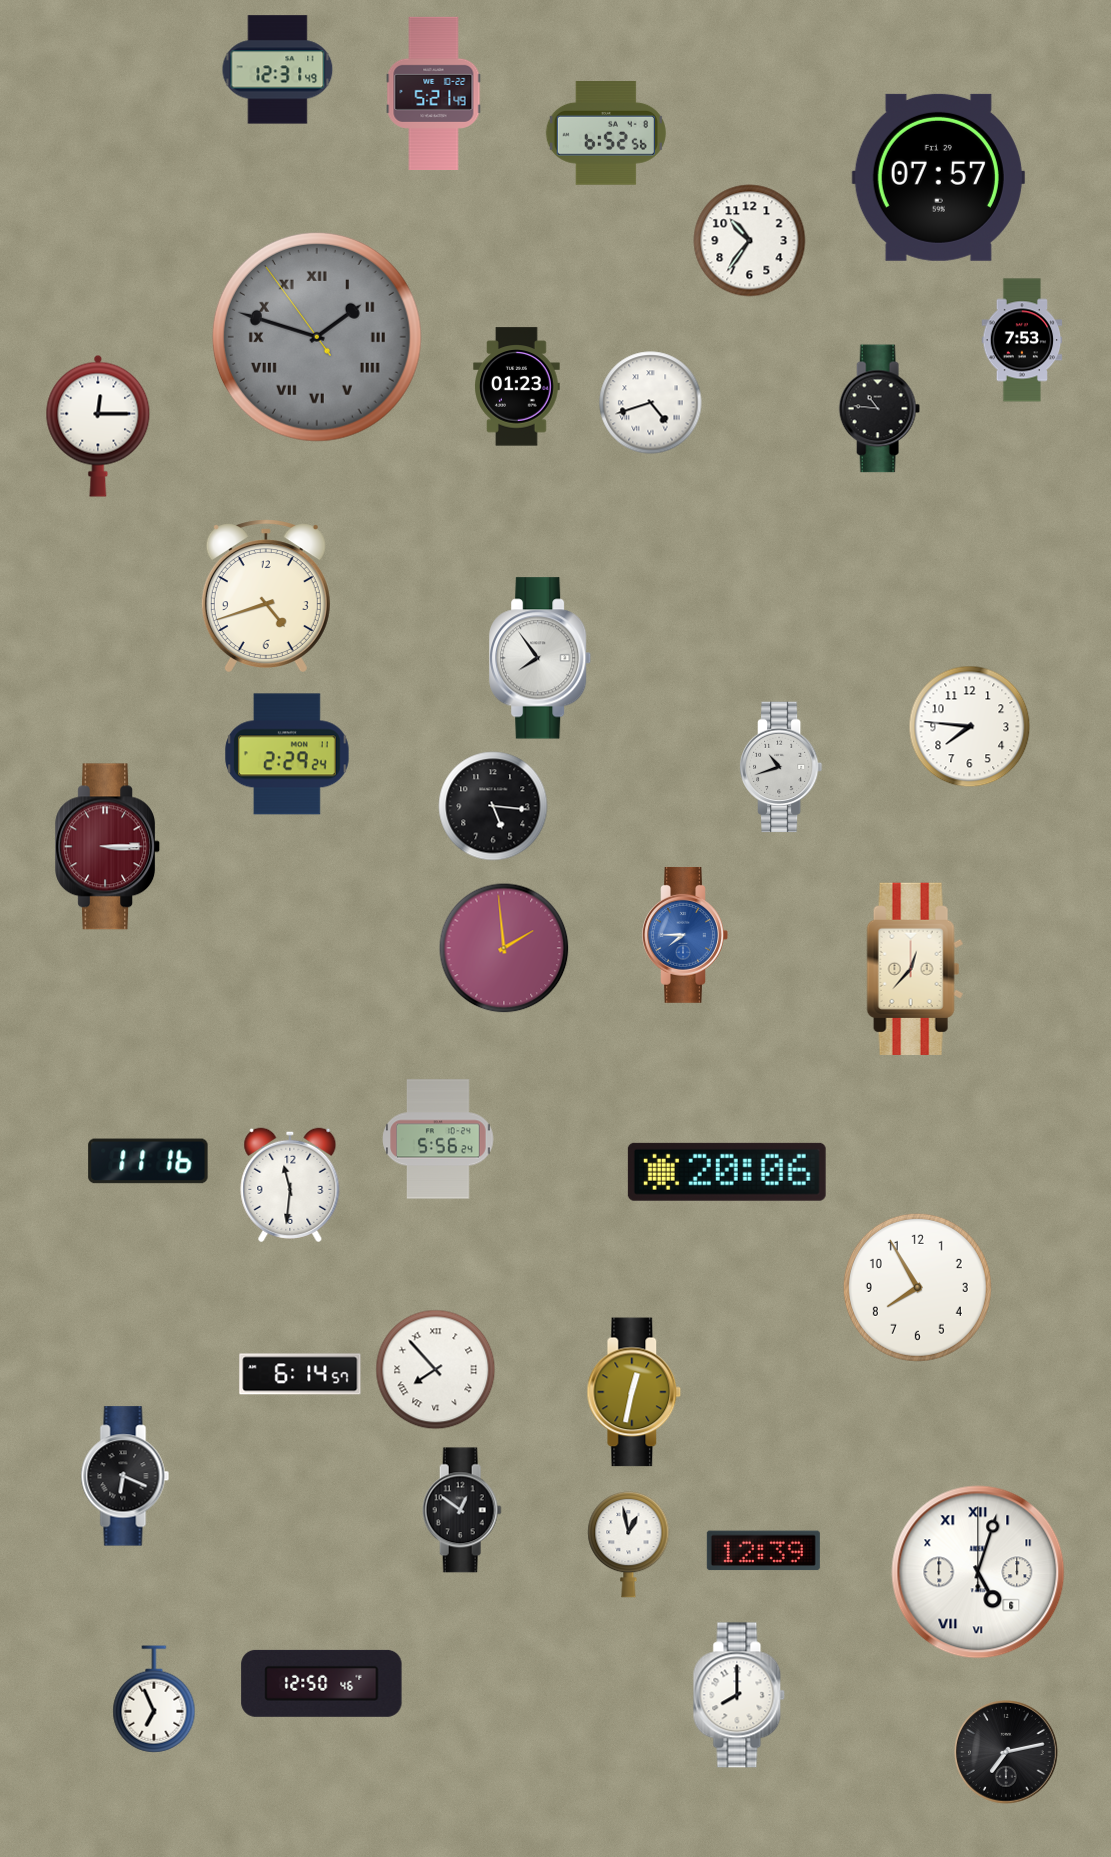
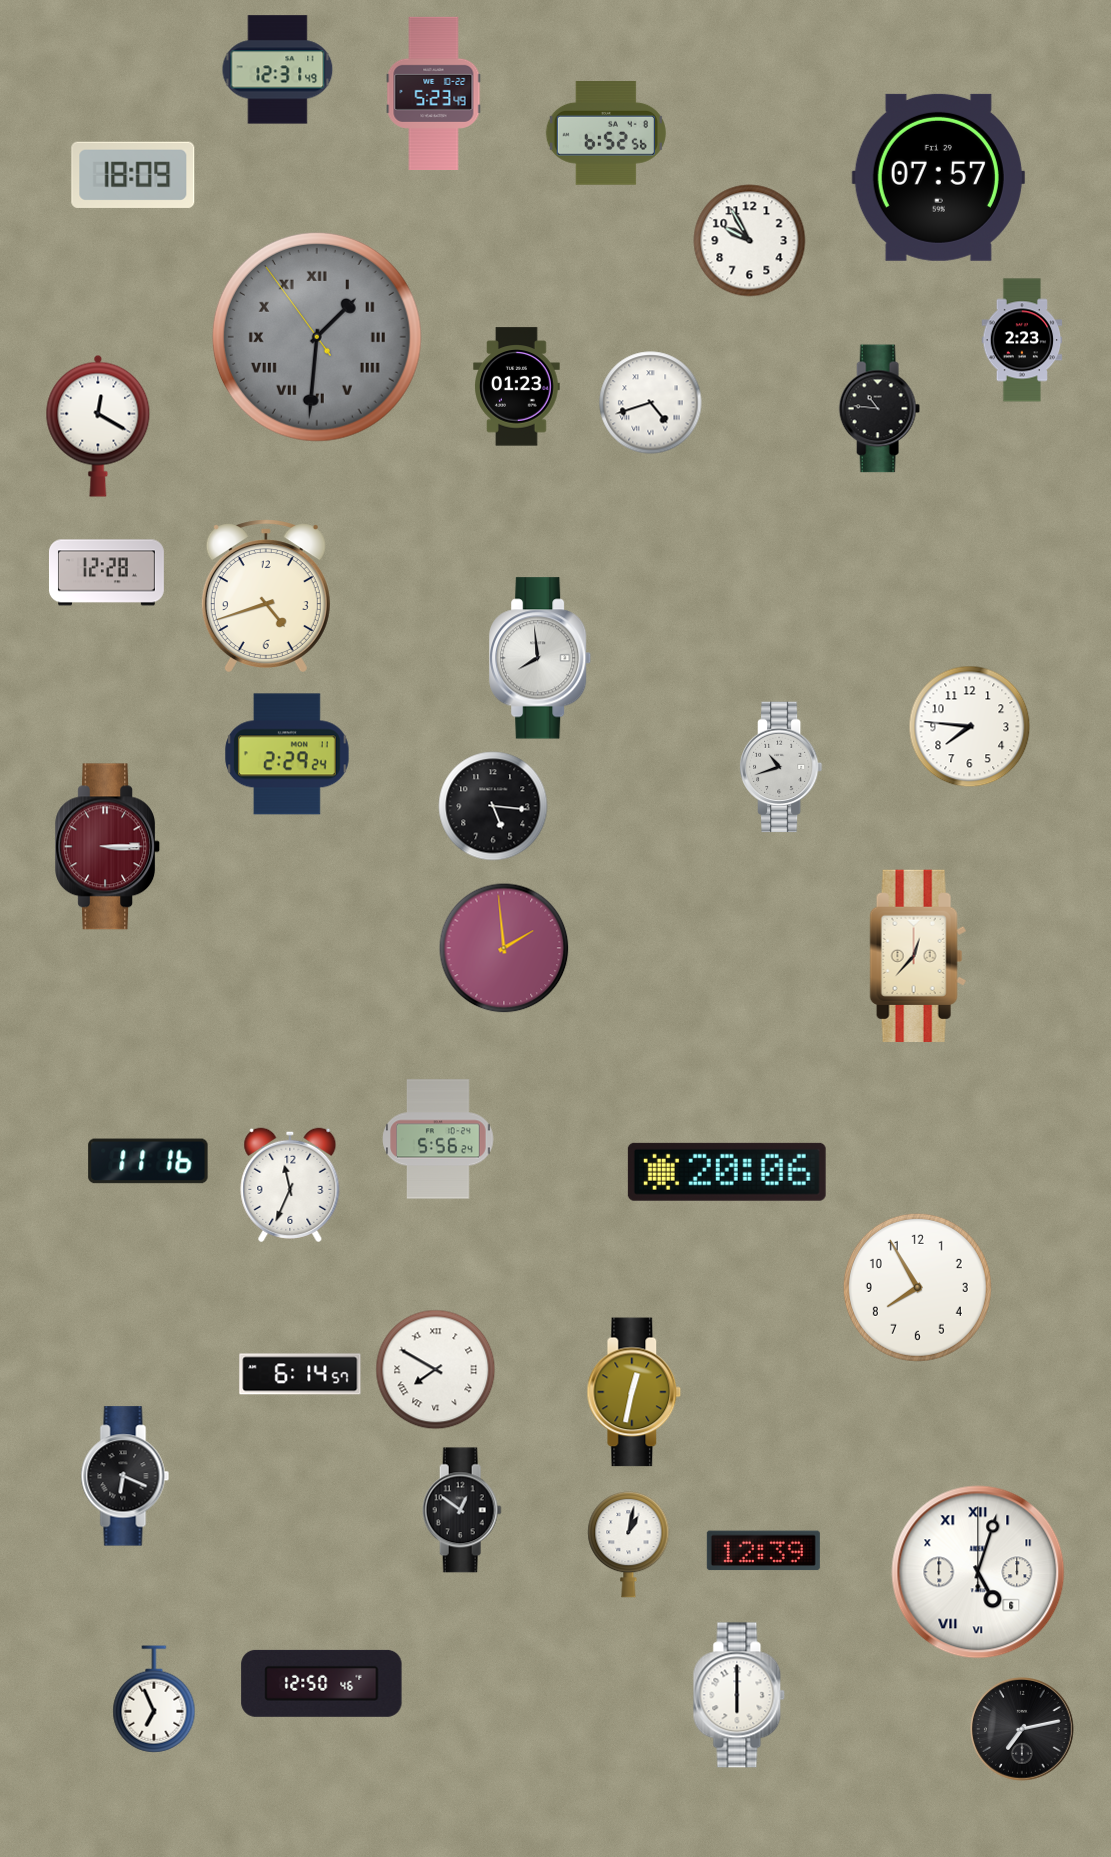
clock at (434, 93): 5:21 -> 5:23
clock at (133, 175): none -> 18:09
clock at (750, 241): 10:36 -> 9:55
clock at (317, 337): 1:47 -> 1:30
clock at (1022, 340): 7:53 -> 2:23
clock at (98, 426): 12:15 -> 12:20
clock at (106, 573): none -> 12:28
clock at (541, 658): 7:54 -> 7:59
clock at (685, 935): 7:45 -> none
clock at (915, 969) position: (915, 969) -> (918, 956)
clock at (290, 1185): 11:31 -> 11:34
clock at (436, 1370): 7:53 -> 7:50
clock at (629, 1544): 12:58 -> 1:02
clock at (739, 1695): 8:00 -> 6:00
clock at (1007, 1753) position: (1007, 1753) -> (1023, 1730)
